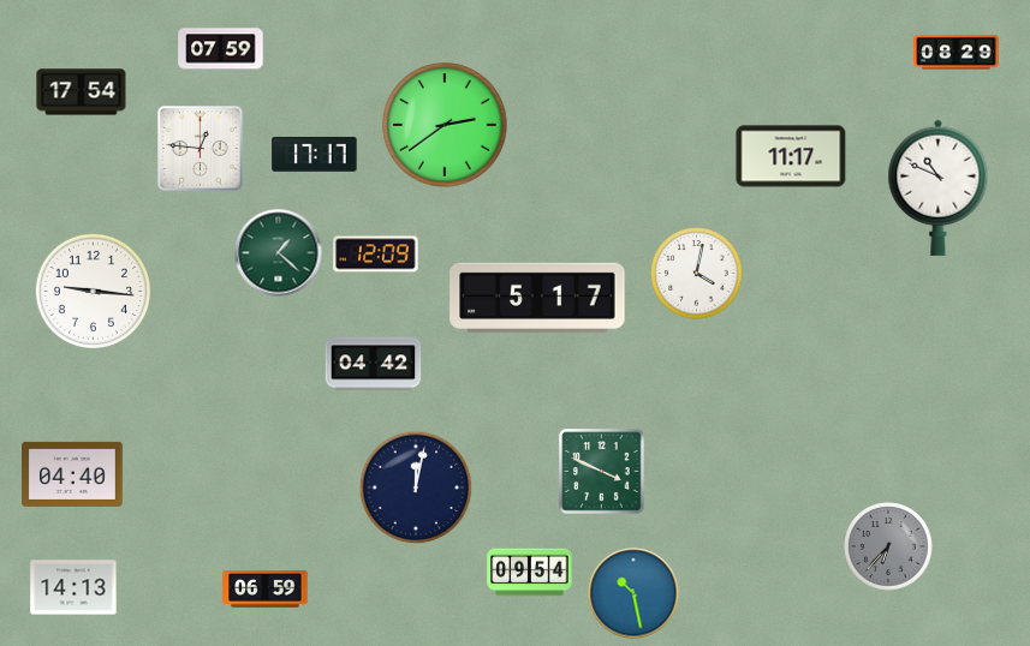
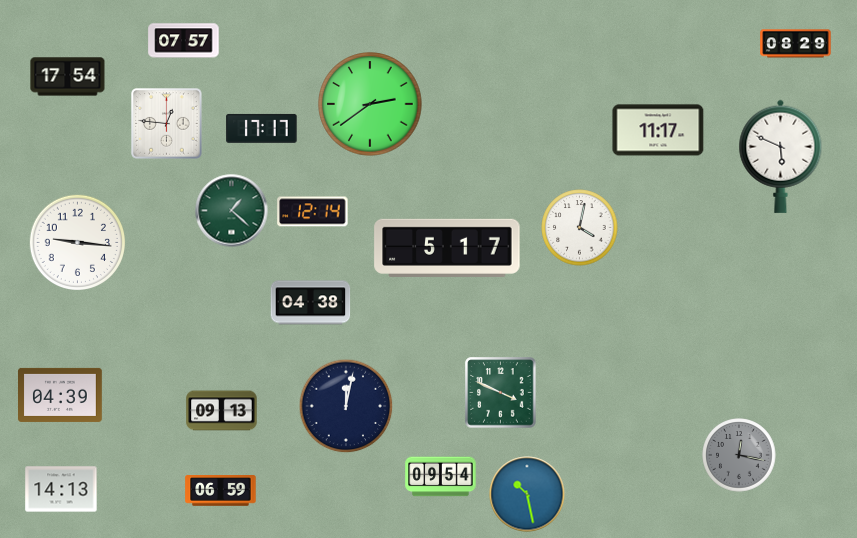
clock at (221, 49): 07:59 -> 07:57
clock at (939, 187): 10:49 -> 5:49
clock at (376, 255): 12:09 -> 12:14
clock at (374, 364): 04:42 -> 04:38
clock at (73, 474): 04:40 -> 04:39
clock at (222, 411): none -> 09:13
clock at (888, 546): 6:37 -> 12:17
